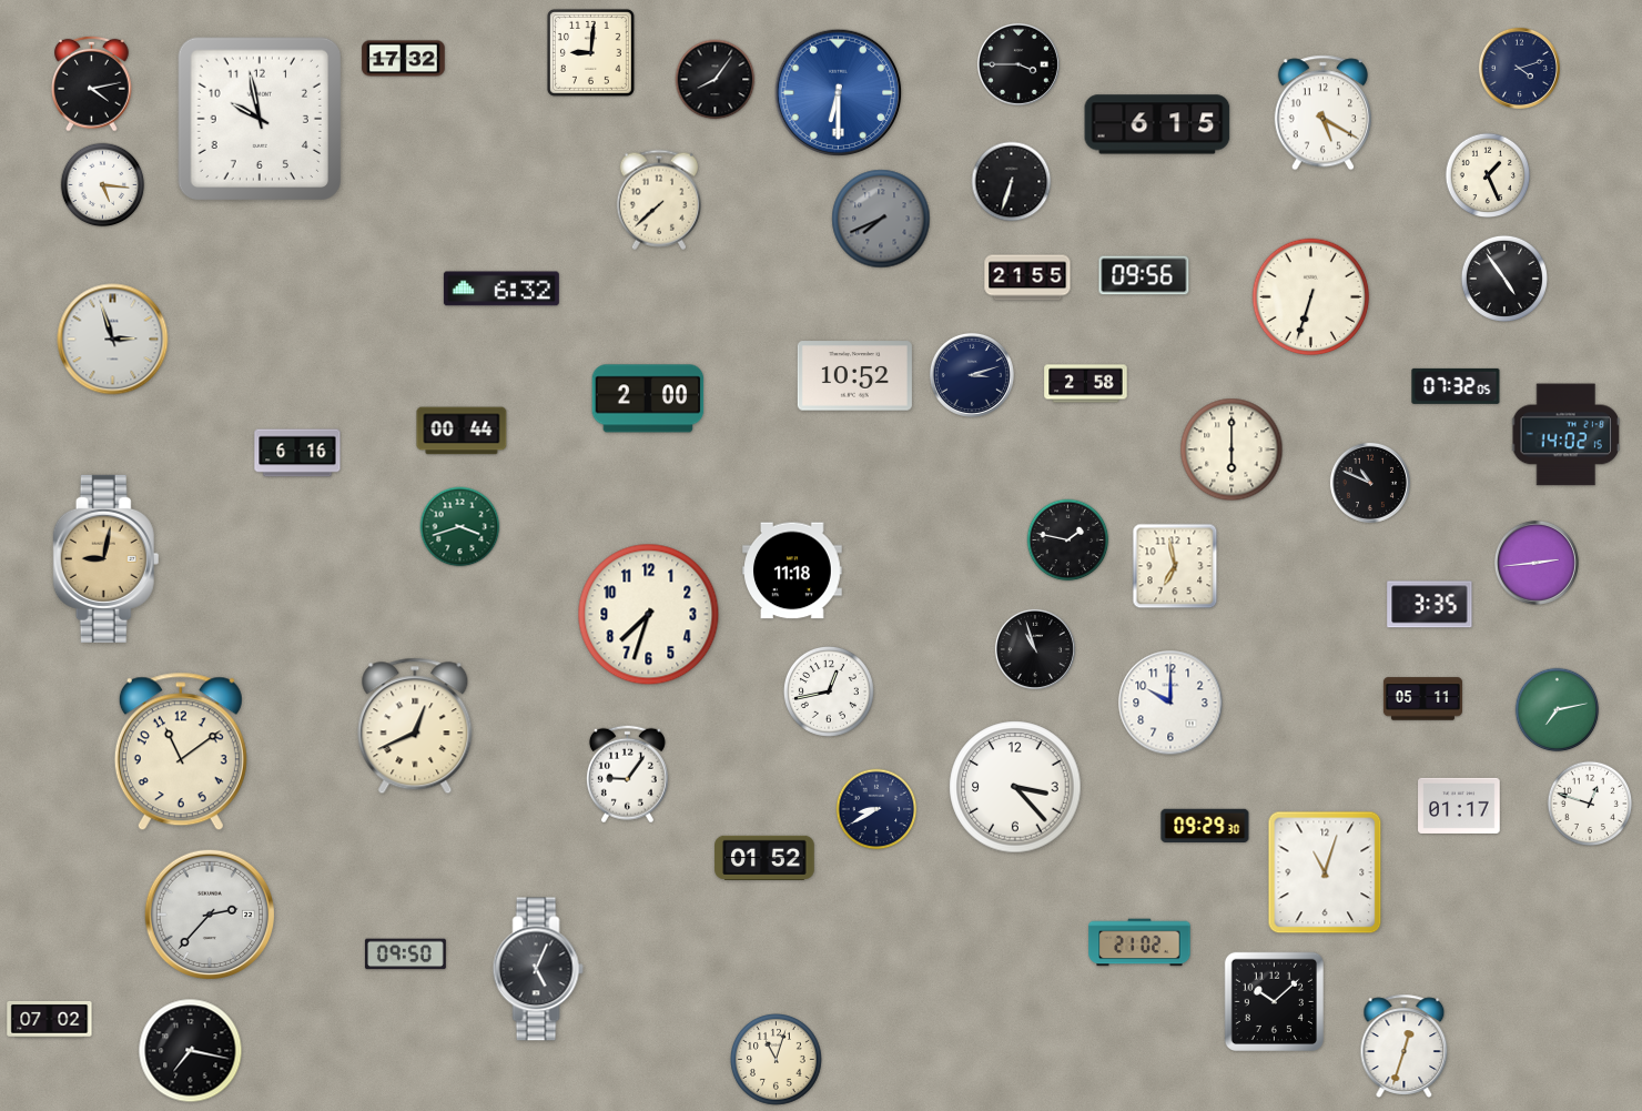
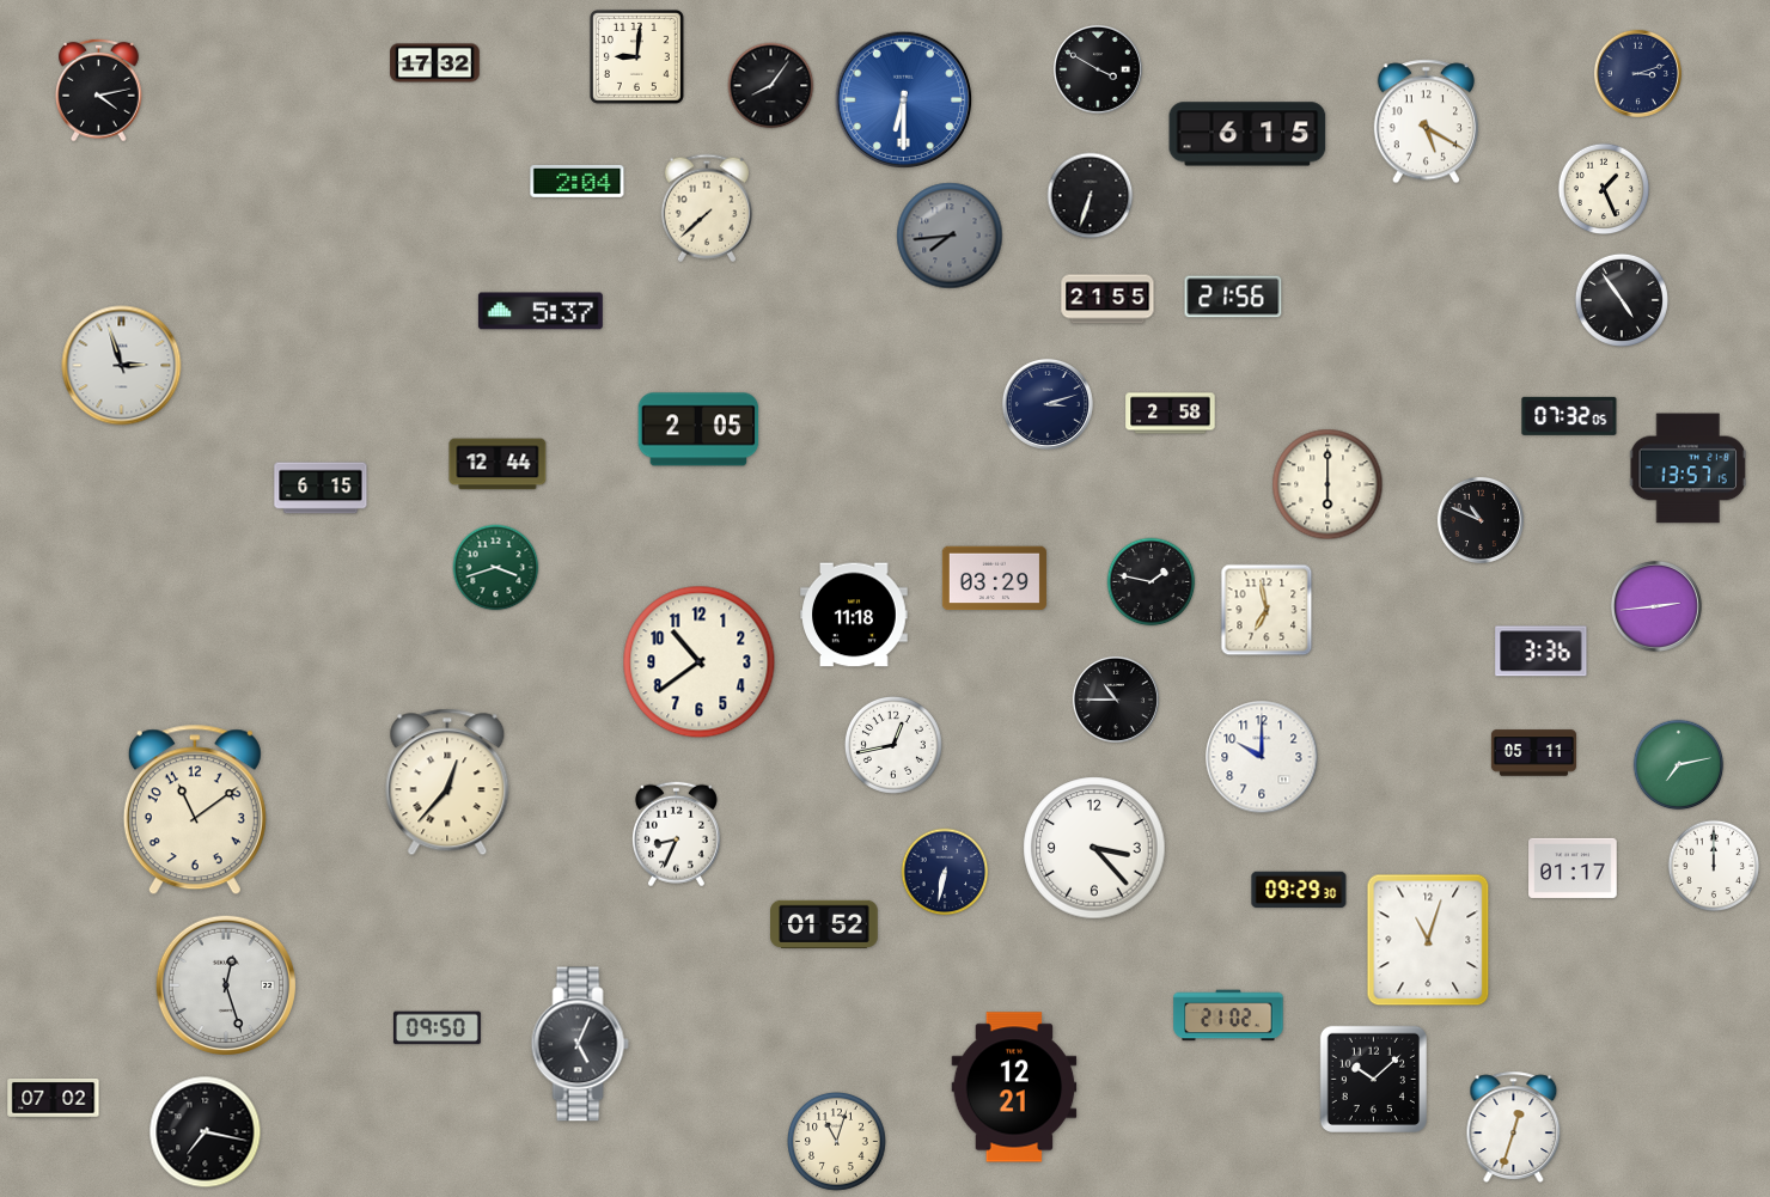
clock at (1018, 64): 3:45 -> 3:50
clock at (1519, 68): 4:12 -> 3:12
clock at (259, 118): 9:58 -> none
clock at (578, 181): none -> 2:04
clock at (103, 185): 5:16 -> none
clock at (658, 200) position: (658, 200) -> (706, 208)
clock at (881, 219): 7:41 -> 7:44
clock at (1144, 275): 09:56 -> 21:56
clock at (501, 289): 6:32 -> 5:37
clock at (1311, 297): 6:33 -> none
clock at (854, 376): 10:52 -> none
clock at (648, 398): 2:00 -> 2:05
clock at (462, 431): 00:44 -> 12:44
clock at (1565, 435): 14:02 -> 13:57
clock at (297, 453): 6:16 -> 6:15
clock at (1370, 483) position: (1370, 483) -> (1481, 520)
clock at (994, 579): none -> 03:29
clock at (107, 558): 9:02 -> none
clock at (1430, 605): 3:35 -> 3:36
clock at (649, 615): 7:33 -> 10:39
clock at (1035, 649): 10:57 -> 10:45
clock at (415, 726): 12:41 -> 12:37
clock at (627, 775): 9:06 -> 8:34
clock at (1590, 804): 12:48 -> 12:00
clock at (876, 809): 8:40 -> 6:32
clock at (209, 913): 2:37 -> 12:27
clock at (1014, 1087): none -> 12:21
